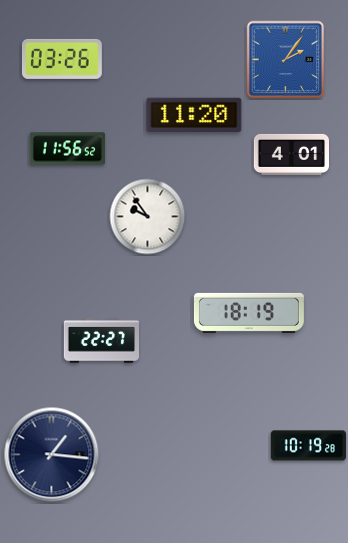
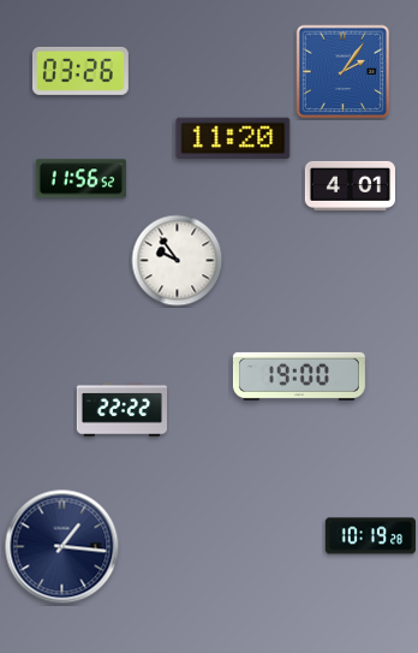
clock at (62, 59) position: (62, 59) -> (80, 71)
clock at (249, 313): 18:19 -> 19:00
clock at (101, 341): 22:27 -> 22:22
